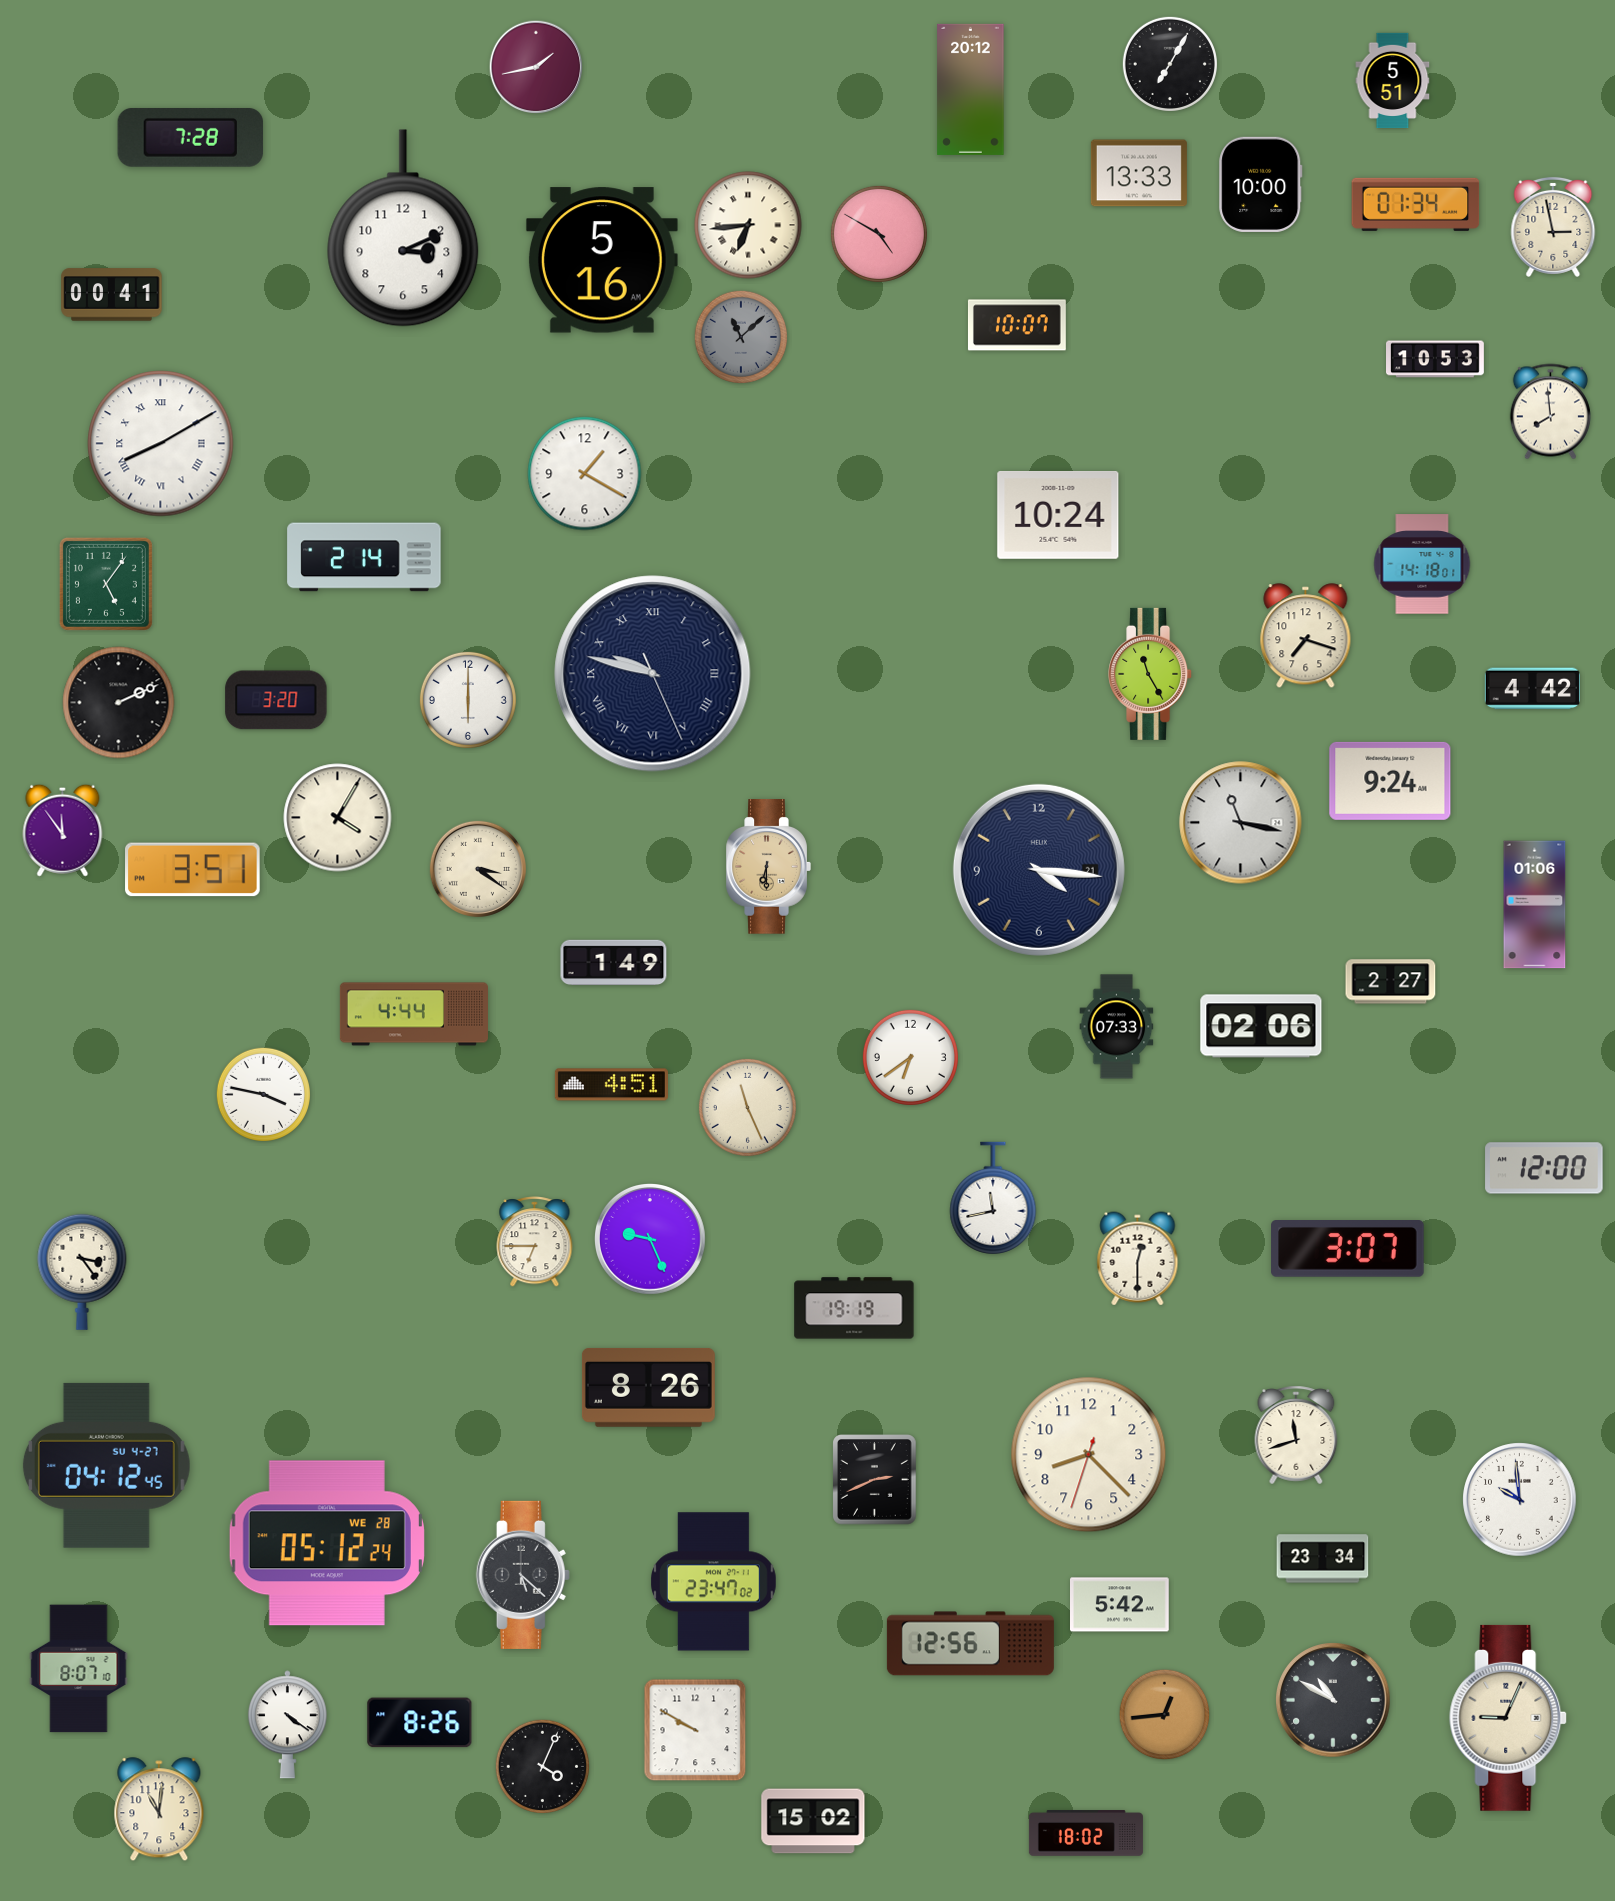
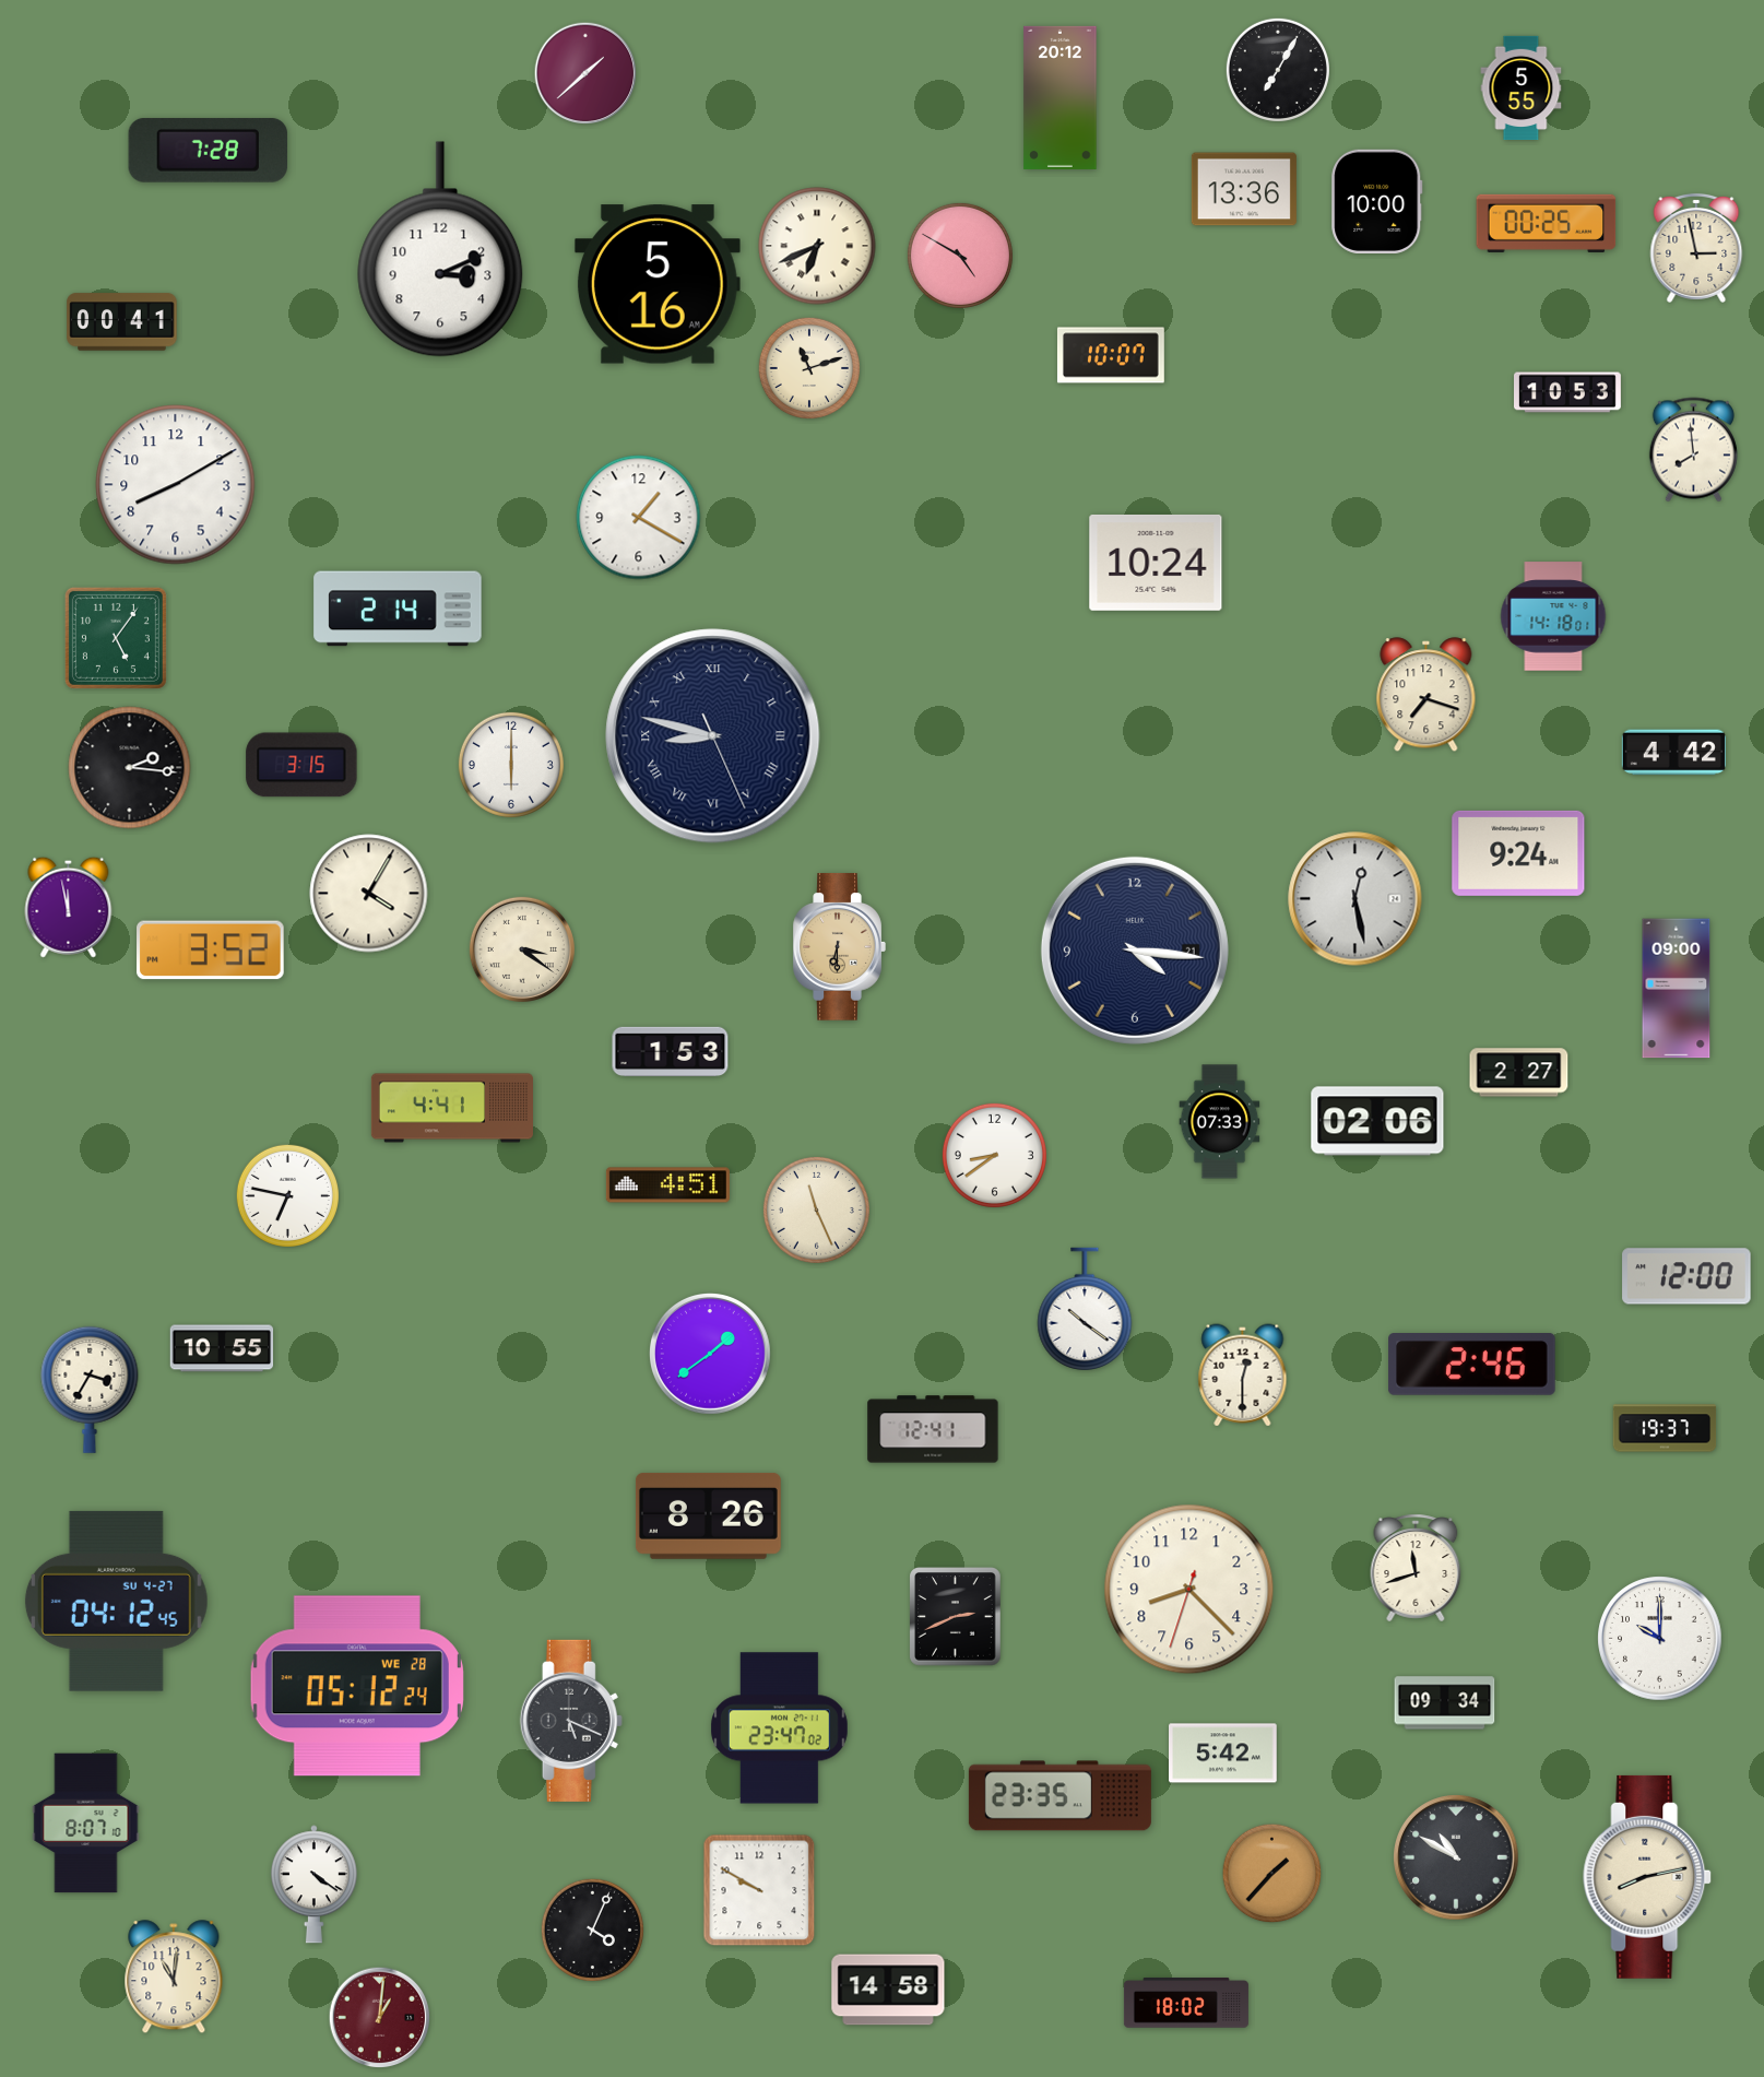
clock at (536, 67): 1:43 -> 1:38
clock at (1393, 80): 5:51 -> 5:55
clock at (1139, 173): 13:33 -> 13:36
clock at (1416, 204): 01:34 -> 00:25
clock at (748, 225): 6:44 -> 6:41
clock at (740, 336): 11:08 -> 11:12
clock at (740, 336) dial: grey -> cream
clock at (161, 444) numerals: Roman -> Arabic
clock at (653, 674): 9:47 -> 8:47
clock at (1151, 674): 11:25 -> none
clock at (276, 700): 3:20 -> 3:15
clock at (119, 703): 2:11 -> 2:16
clock at (1241, 823): 11:17 -> 12:28
clock at (63, 830): 11:54 -> 11:58
clock at (193, 870): 3:51 -> 3:52
clock at (1535, 905): 01:06 -> 09:00
clock at (614, 963): 1:49 -> 1:53
clock at (414, 1014): 4:44 -> 4:41
clock at (910, 1057): 6:39 -> 8:39
clock at (263, 1094): 3:47 -> 6:47
clock at (993, 1198): 11:43 -> 10:21
clock at (222, 1348): none -> 10:55
clock at (651, 1240): 9:26 -> 1:39
clock at (535, 1242): 6:45 -> none
clock at (1348, 1249): 3:07 -> 2:46
clock at (82, 1272): 3:24 -> 3:35
clock at (1665, 1428): none -> 19:37
clock at (854, 1308): 19:19 -> 12:41
clock at (1520, 1500): 9:59 -> 10:00
clock at (1323, 1559): 23:34 -> 09:34
clock at (523, 1575): 5:22 -> 5:19
clock at (970, 1644): 12:56 -> 23:35
clock at (1165, 1715): 12:44 -> 1:37
clock at (1509, 1718): 9:04 -> 8:13
clock at (420, 1723): 8:26 -> none
clock at (813, 1821): 15:02 -> 14:58
clock at (380, 2018): none -> 1:01
